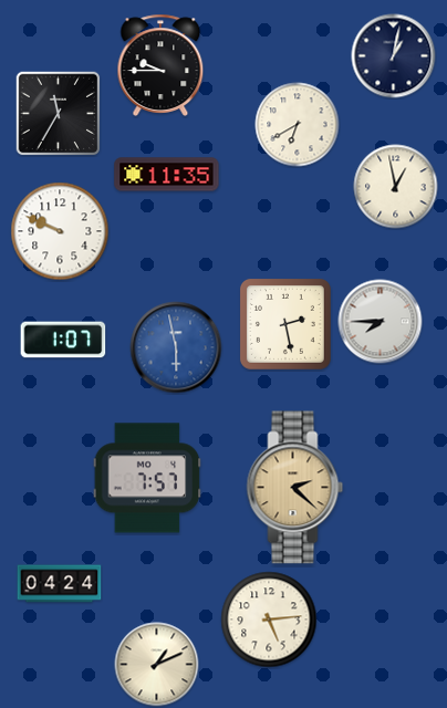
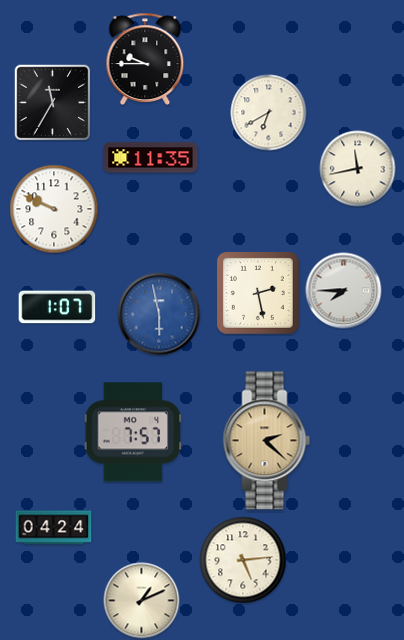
clock at (394, 56): 1:02 -> none
clock at (396, 187): 12:58 -> 11:43
